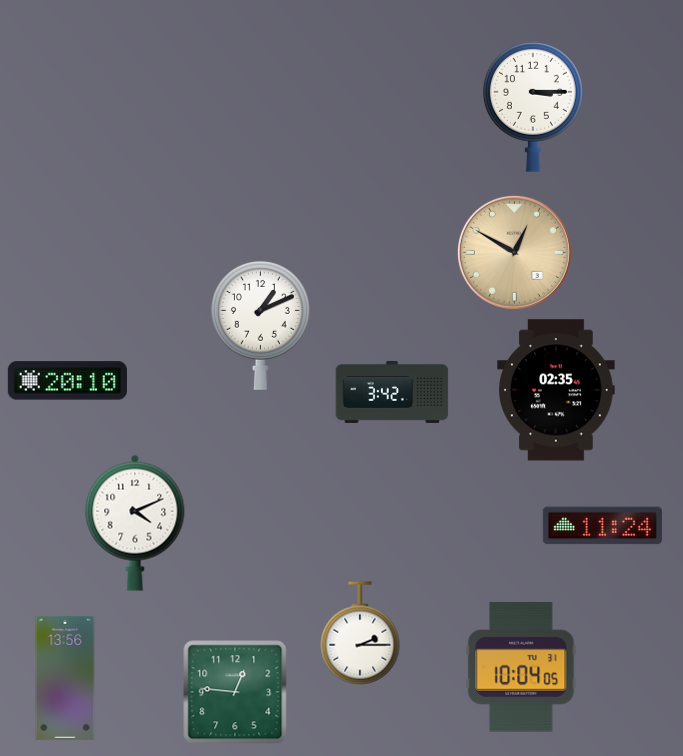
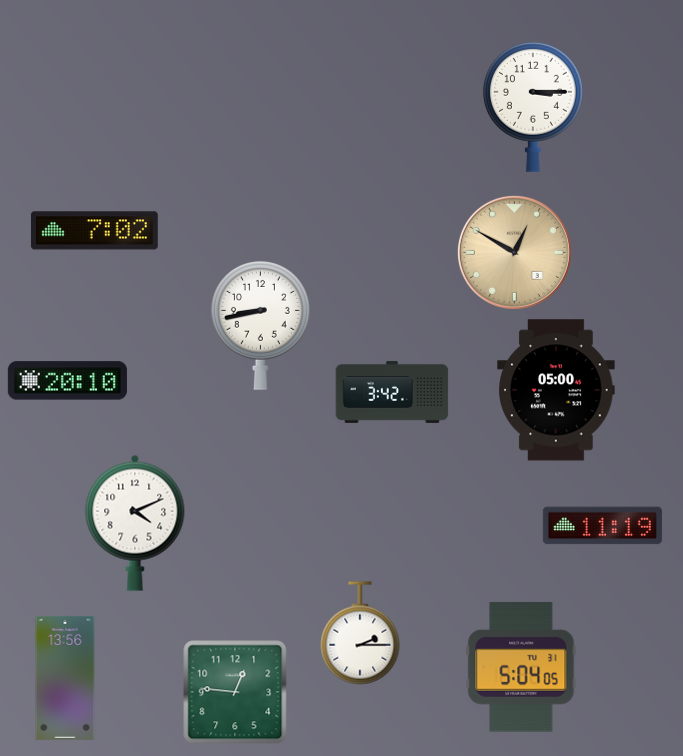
clock at (94, 231): none -> 7:02
clock at (260, 325): 1:11 -> 8:43
clock at (556, 390): 02:35 -> 05:00
clock at (602, 526): 11:24 -> 11:19
clock at (521, 667): 10:04 -> 5:04
